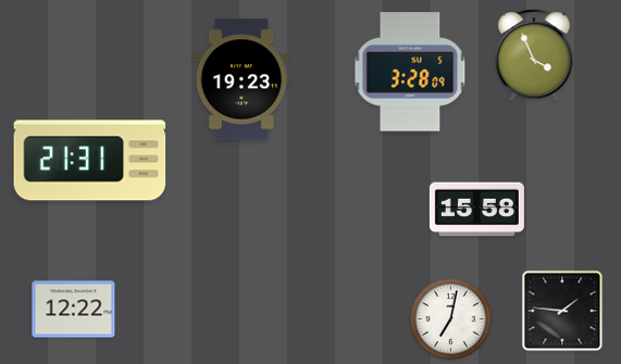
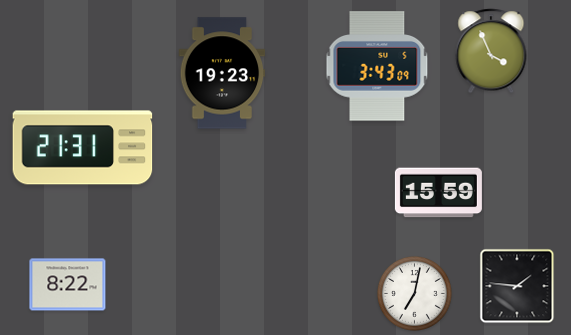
clock at (410, 72): 3:28 -> 3:43
clock at (476, 210): 15:58 -> 15:59
clock at (74, 310): 12:22 -> 8:22
